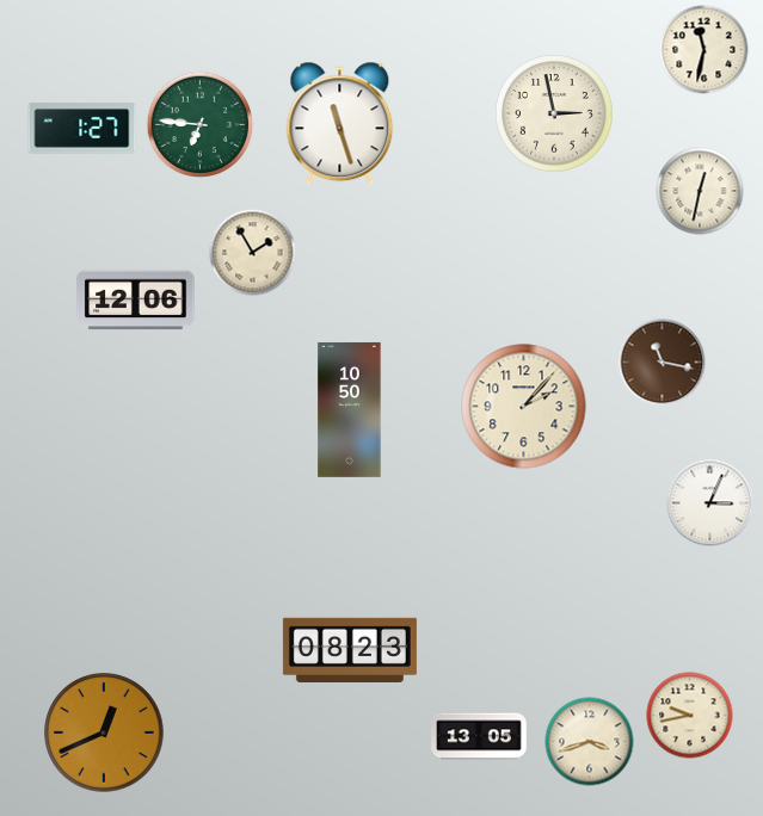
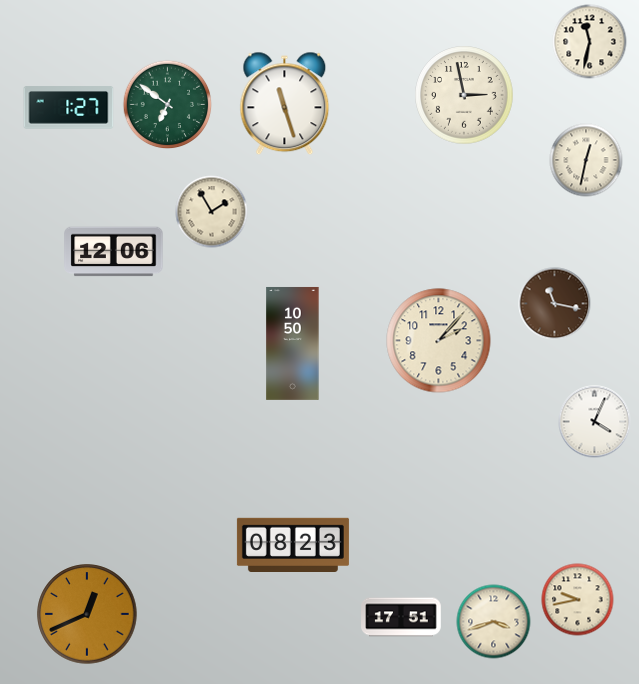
clock at (201, 125): 6:46 -> 6:51
clock at (710, 503): 3:04 -> 4:04
clock at (479, 736): 13:05 -> 17:51
